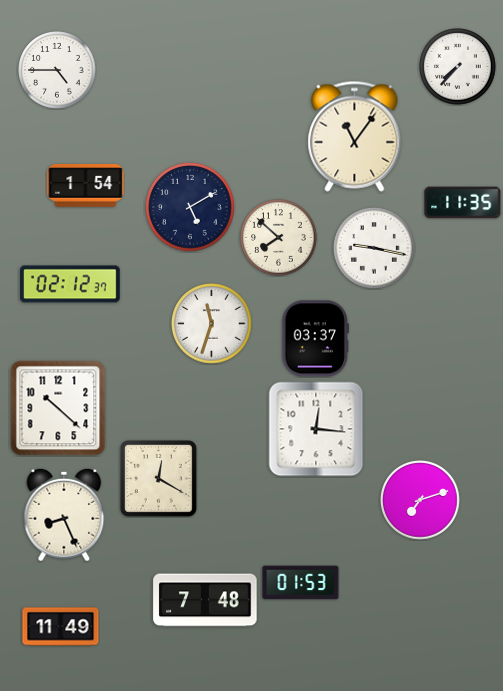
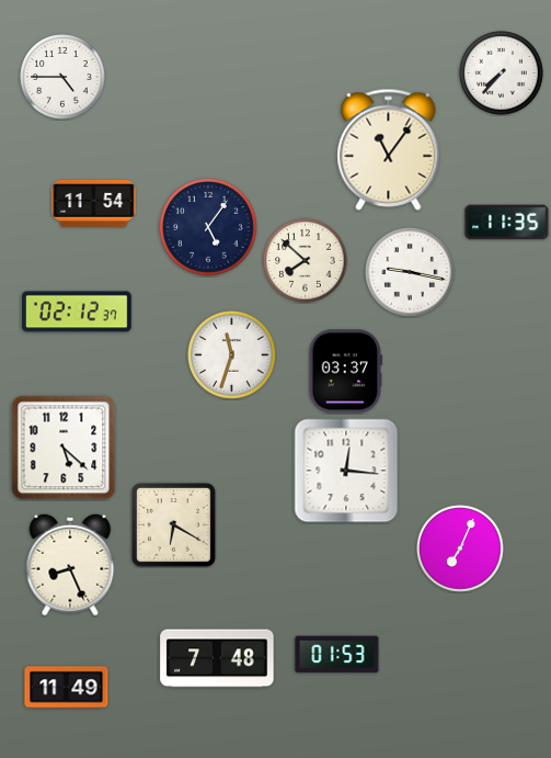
clock at (86, 186): 1:54 -> 11:54
clock at (190, 207): 5:10 -> 5:06
clock at (58, 408): 10:22 -> 5:22
clock at (158, 478): 12:20 -> 6:20
clock at (420, 500): 7:12 -> 7:04
clock at (301, 583) position: (301, 583) -> (337, 655)
clock at (205, 600) position: (205, 600) -> (217, 658)
